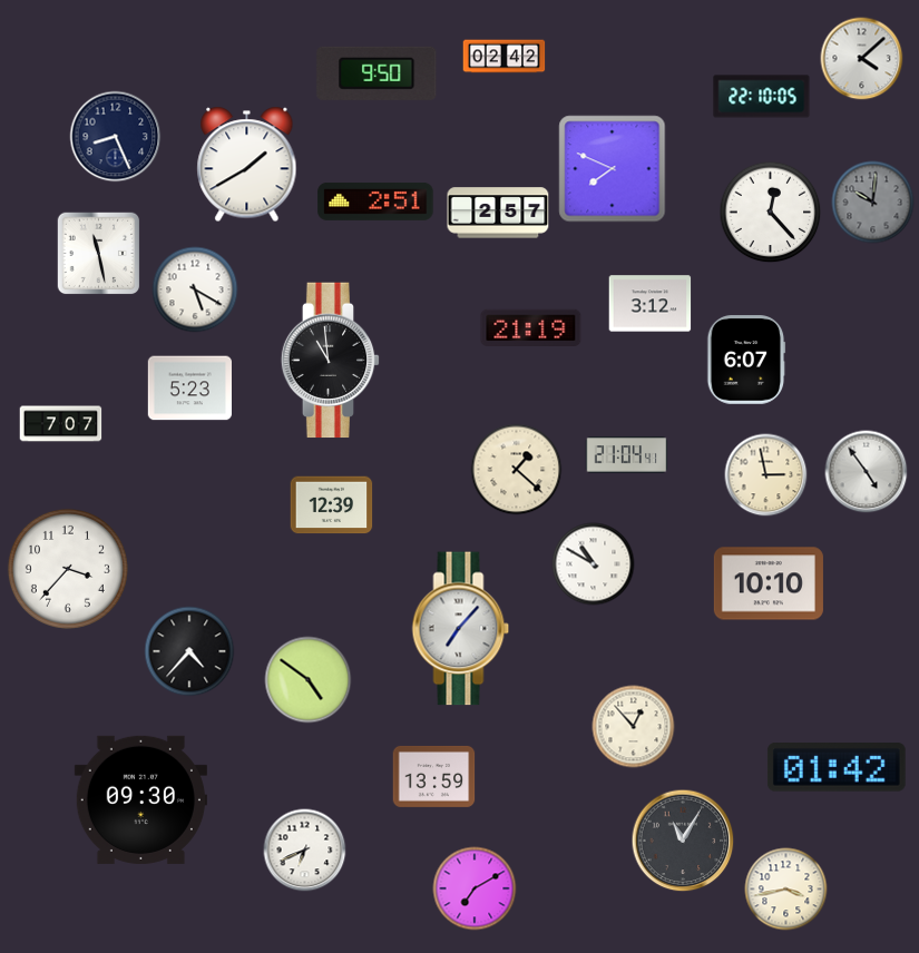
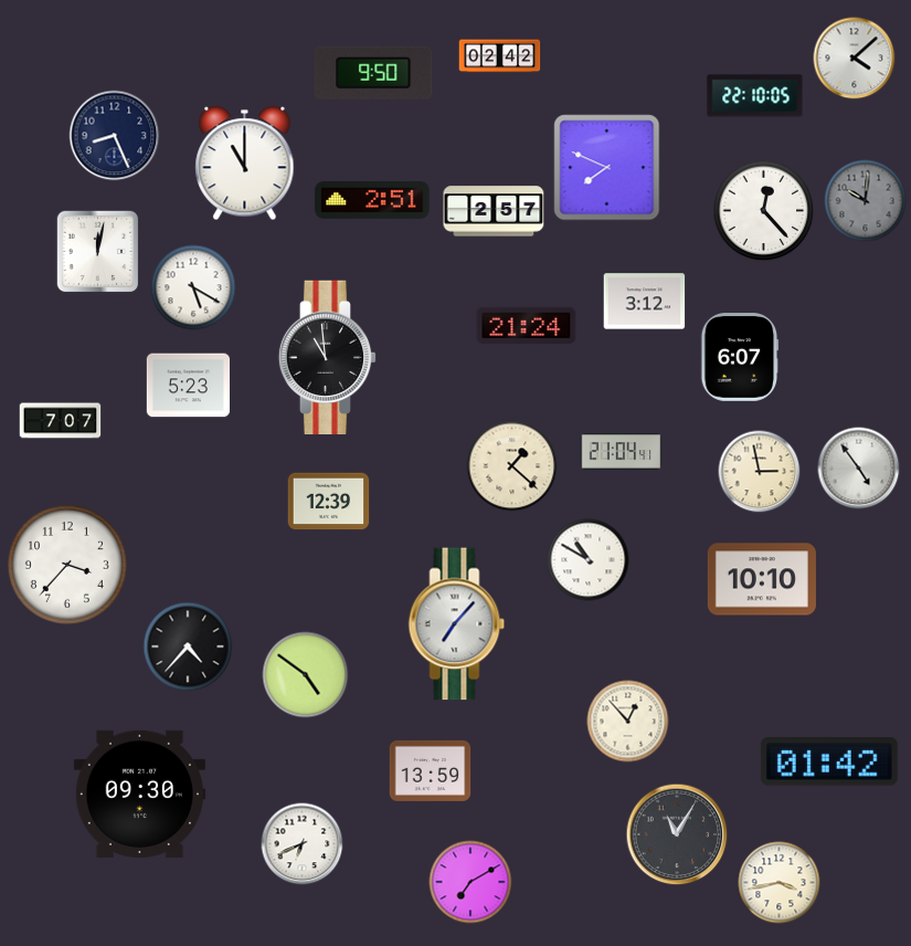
clock at (247, 165): 1:40 -> 11:00
clock at (99, 254): 11:28 -> 12:02
clock at (531, 328): 21:19 -> 21:24
